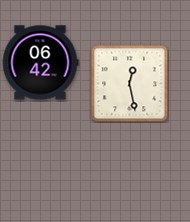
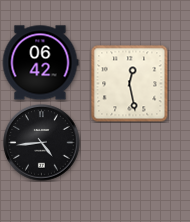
clock at (42, 143): none -> 4:44
